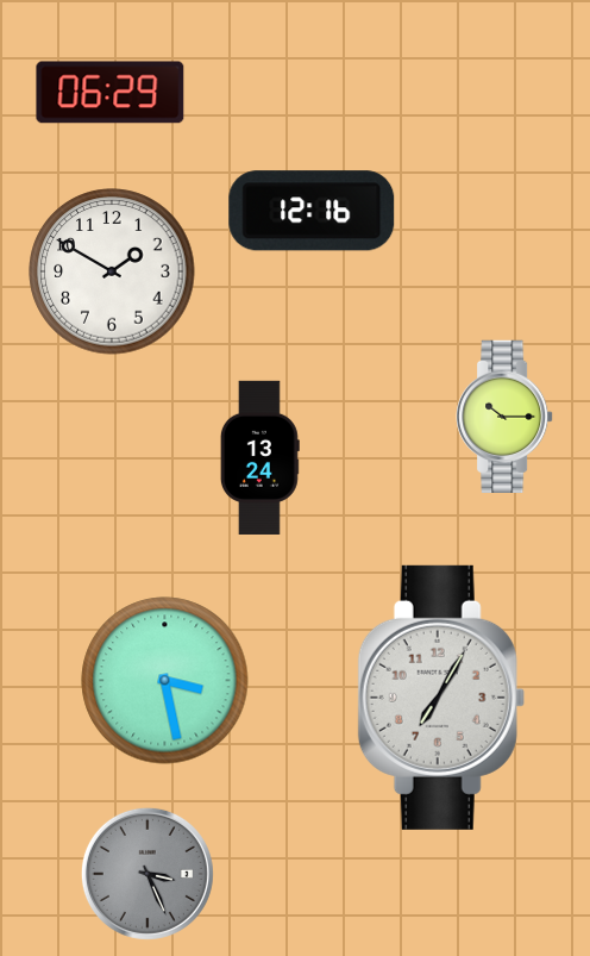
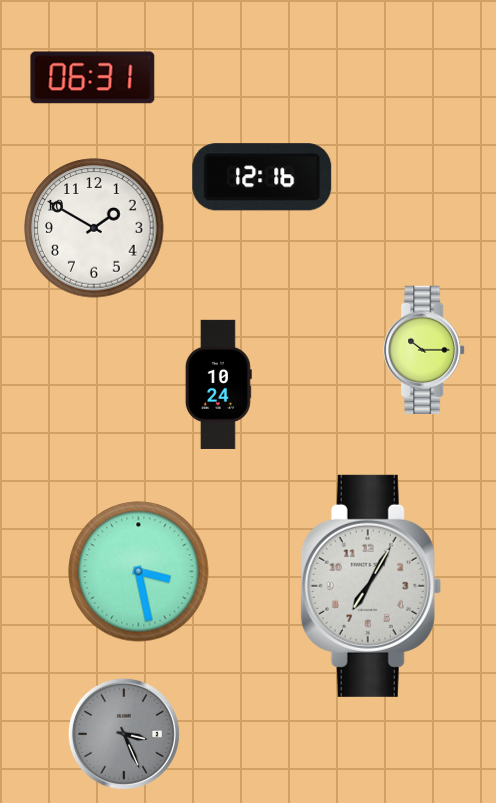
clock at (111, 93): 06:29 -> 06:31
clock at (259, 457): 13:24 -> 10:24
